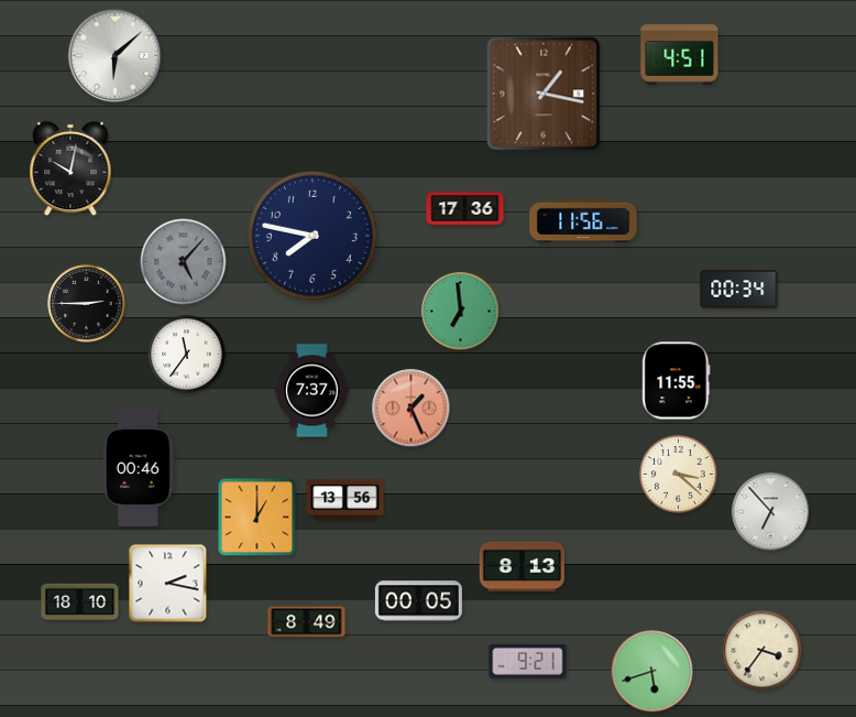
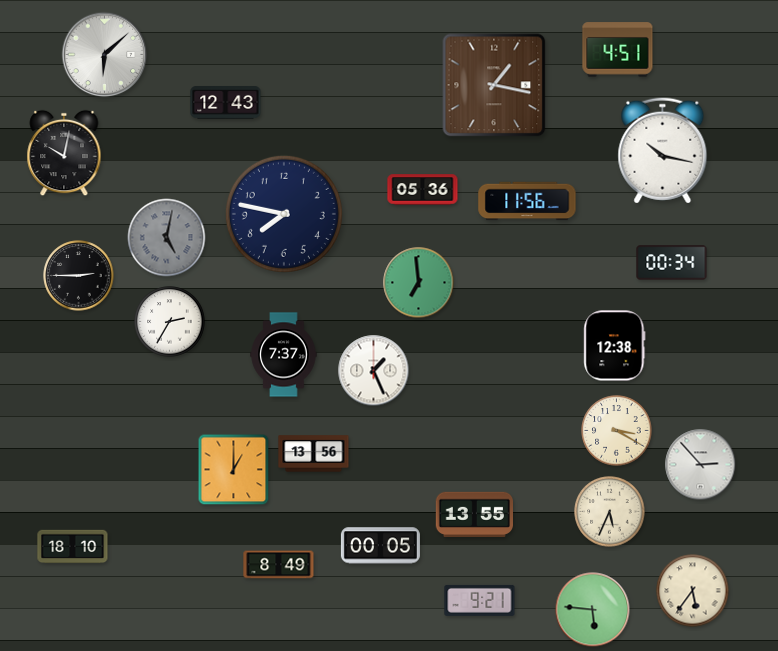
clock at (116, 56) position: (116, 56) -> (105, 55)
clock at (226, 103): none -> 12:43
clock at (663, 151): none -> 10:17
clock at (465, 209): 17:36 -> 05:36
clock at (583, 221) position: (583, 221) -> (527, 201)
clock at (184, 262): 5:07 -> 5:02
clock at (187, 355): 11:36 -> 2:35
clock at (677, 381): 11:55 -> 12:38
clock at (411, 409) dial: salmon -> white
clock at (139, 467): 00:46 -> none
clock at (679, 475): 3:22 -> 3:20
clock at (771, 512): 6:53 -> 2:53
clock at (610, 512): none -> 5:34
clock at (522, 566): 8:13 -> 13:55
clock at (168, 584): 2:17 -> none
clock at (762, 651): 3:36 -> 5:36
clock at (652, 672): 5:42 -> 5:46
